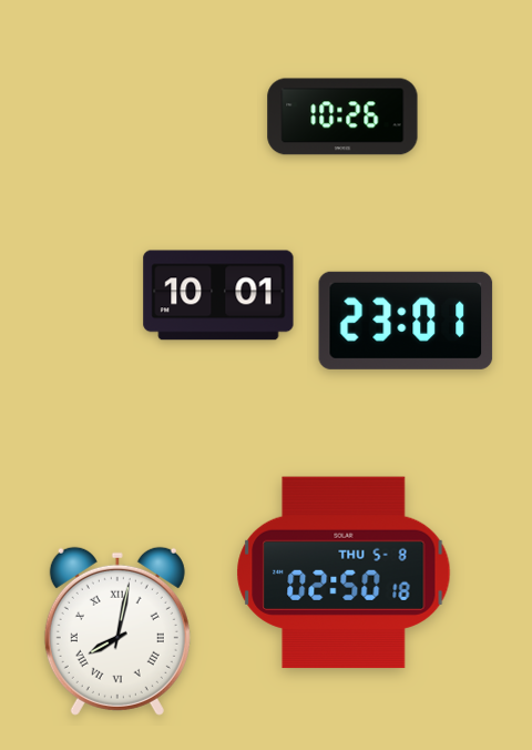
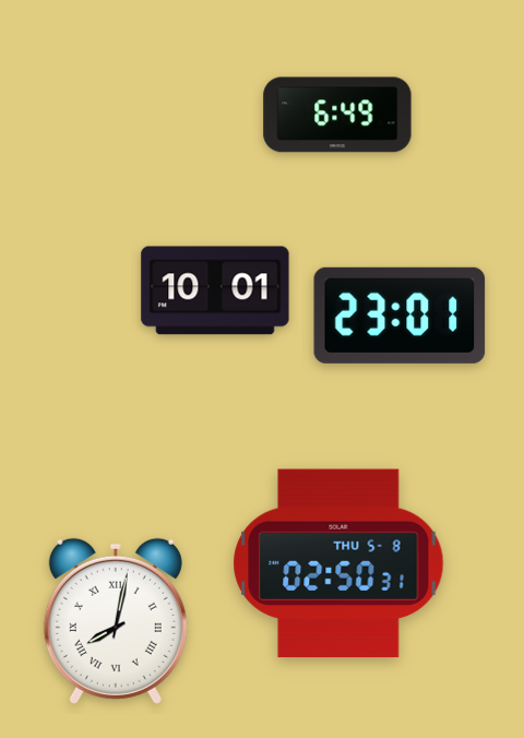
clock at (342, 116): 10:26 -> 6:49
clock at (344, 572): 02:50:18 -> 02:50:31
